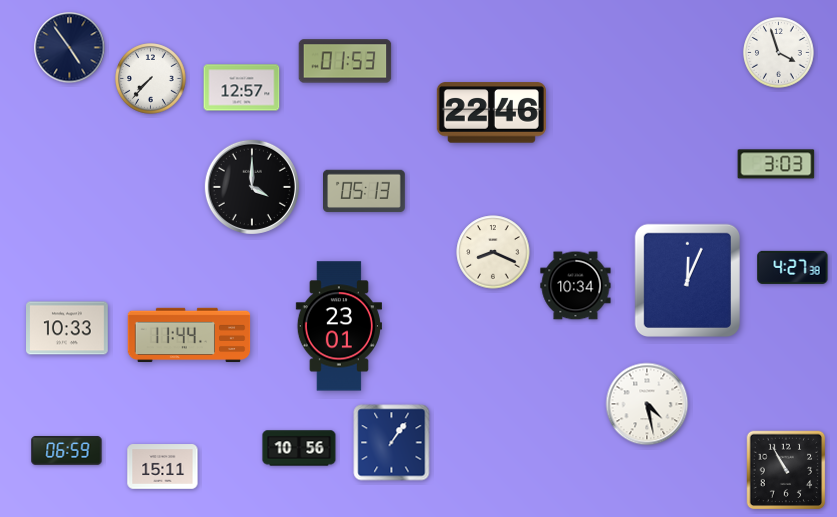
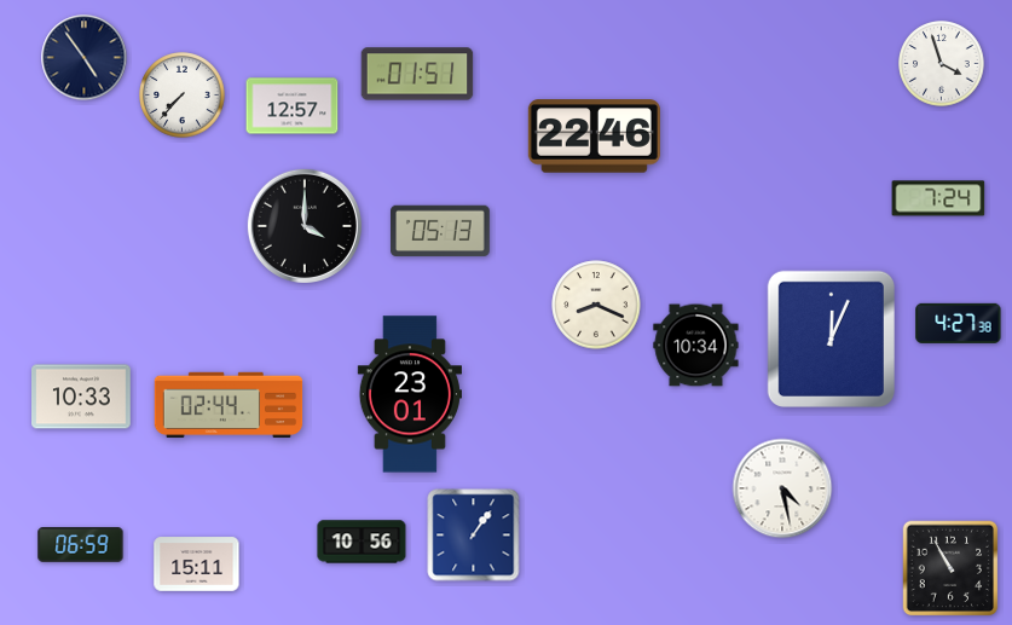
clock at (345, 61): 01:53 -> 01:51
clock at (776, 164): 3:03 -> 7:24
clock at (189, 335): 11:44 -> 02:44
